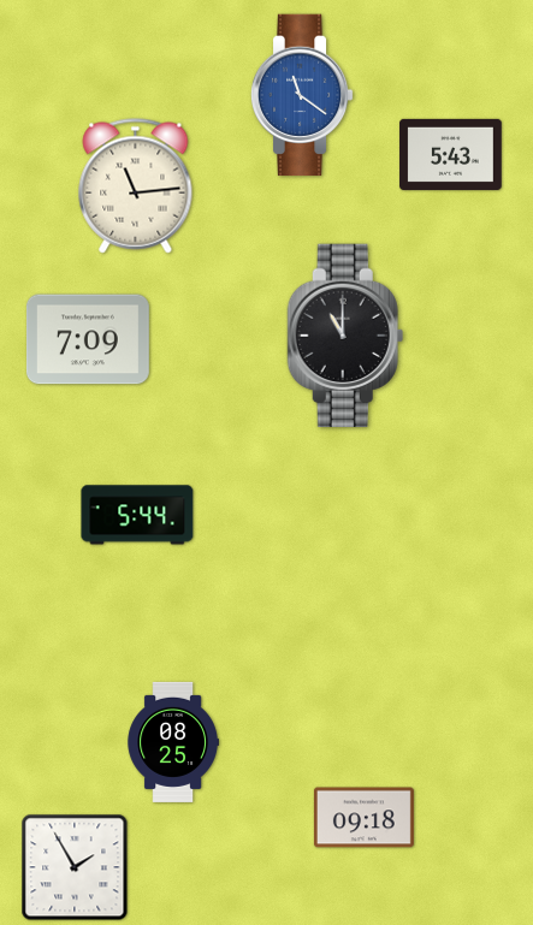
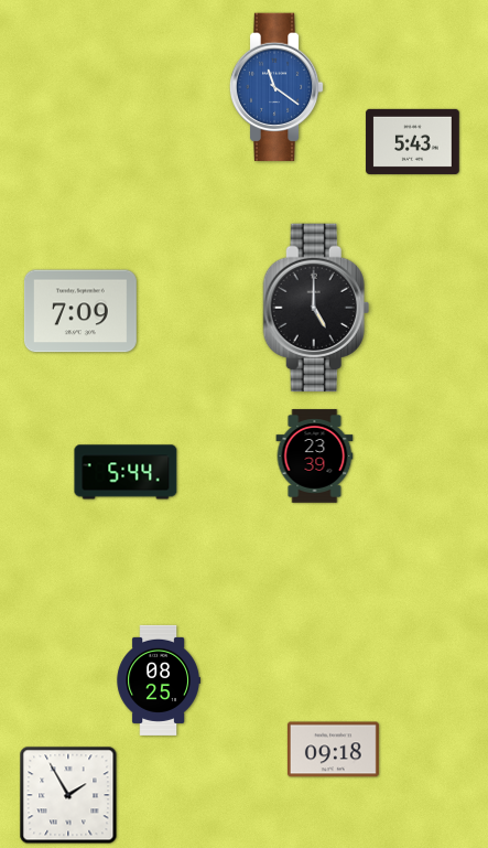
clock at (136, 186): 11:14 -> none
clock at (345, 336): 11:00 -> 5:00
clock at (315, 457): none -> 23:39
